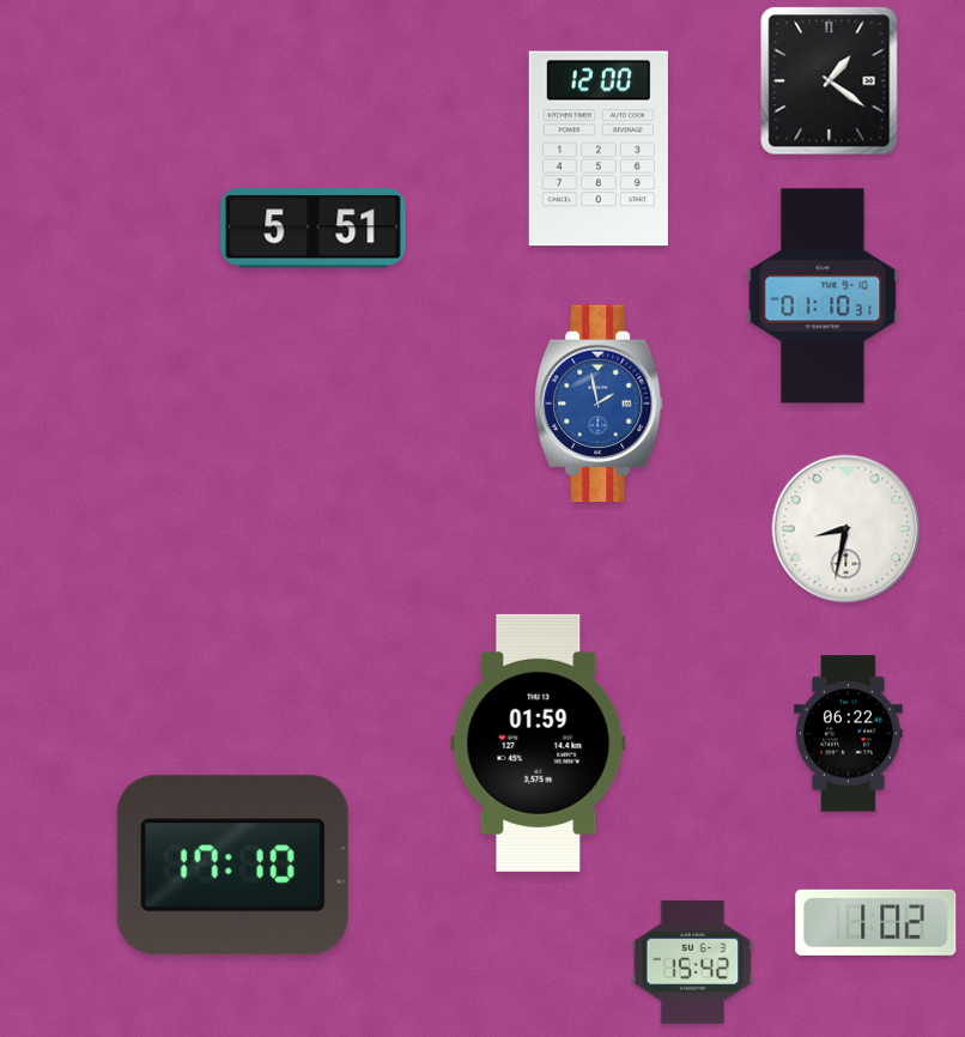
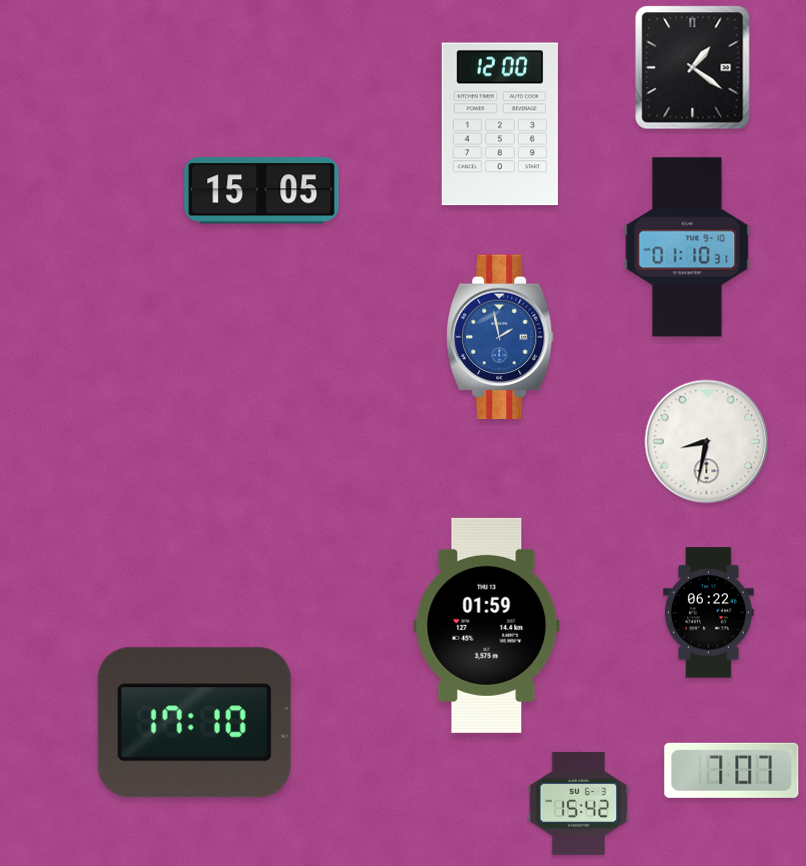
clock at (314, 229): 5:51 -> 15:05
clock at (539, 742) position: (539, 742) -> (487, 625)
clock at (876, 922): 1:02 -> 7:07
